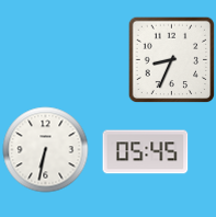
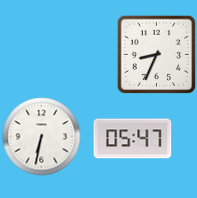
clock at (145, 152): 05:45 -> 05:47
